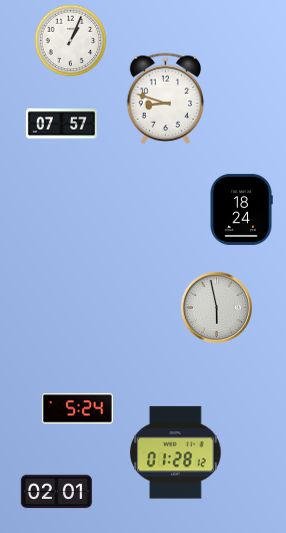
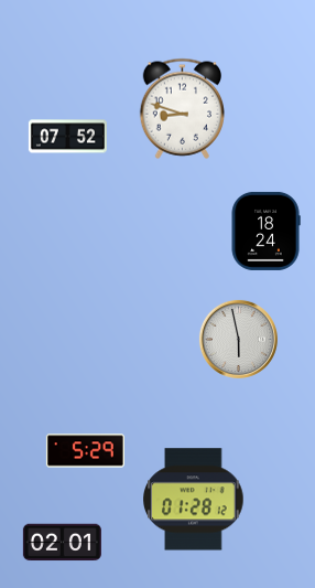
clock at (71, 41): 1:04 -> none
clock at (61, 124): 07:57 -> 07:52
clock at (77, 409): 5:24 -> 5:29
